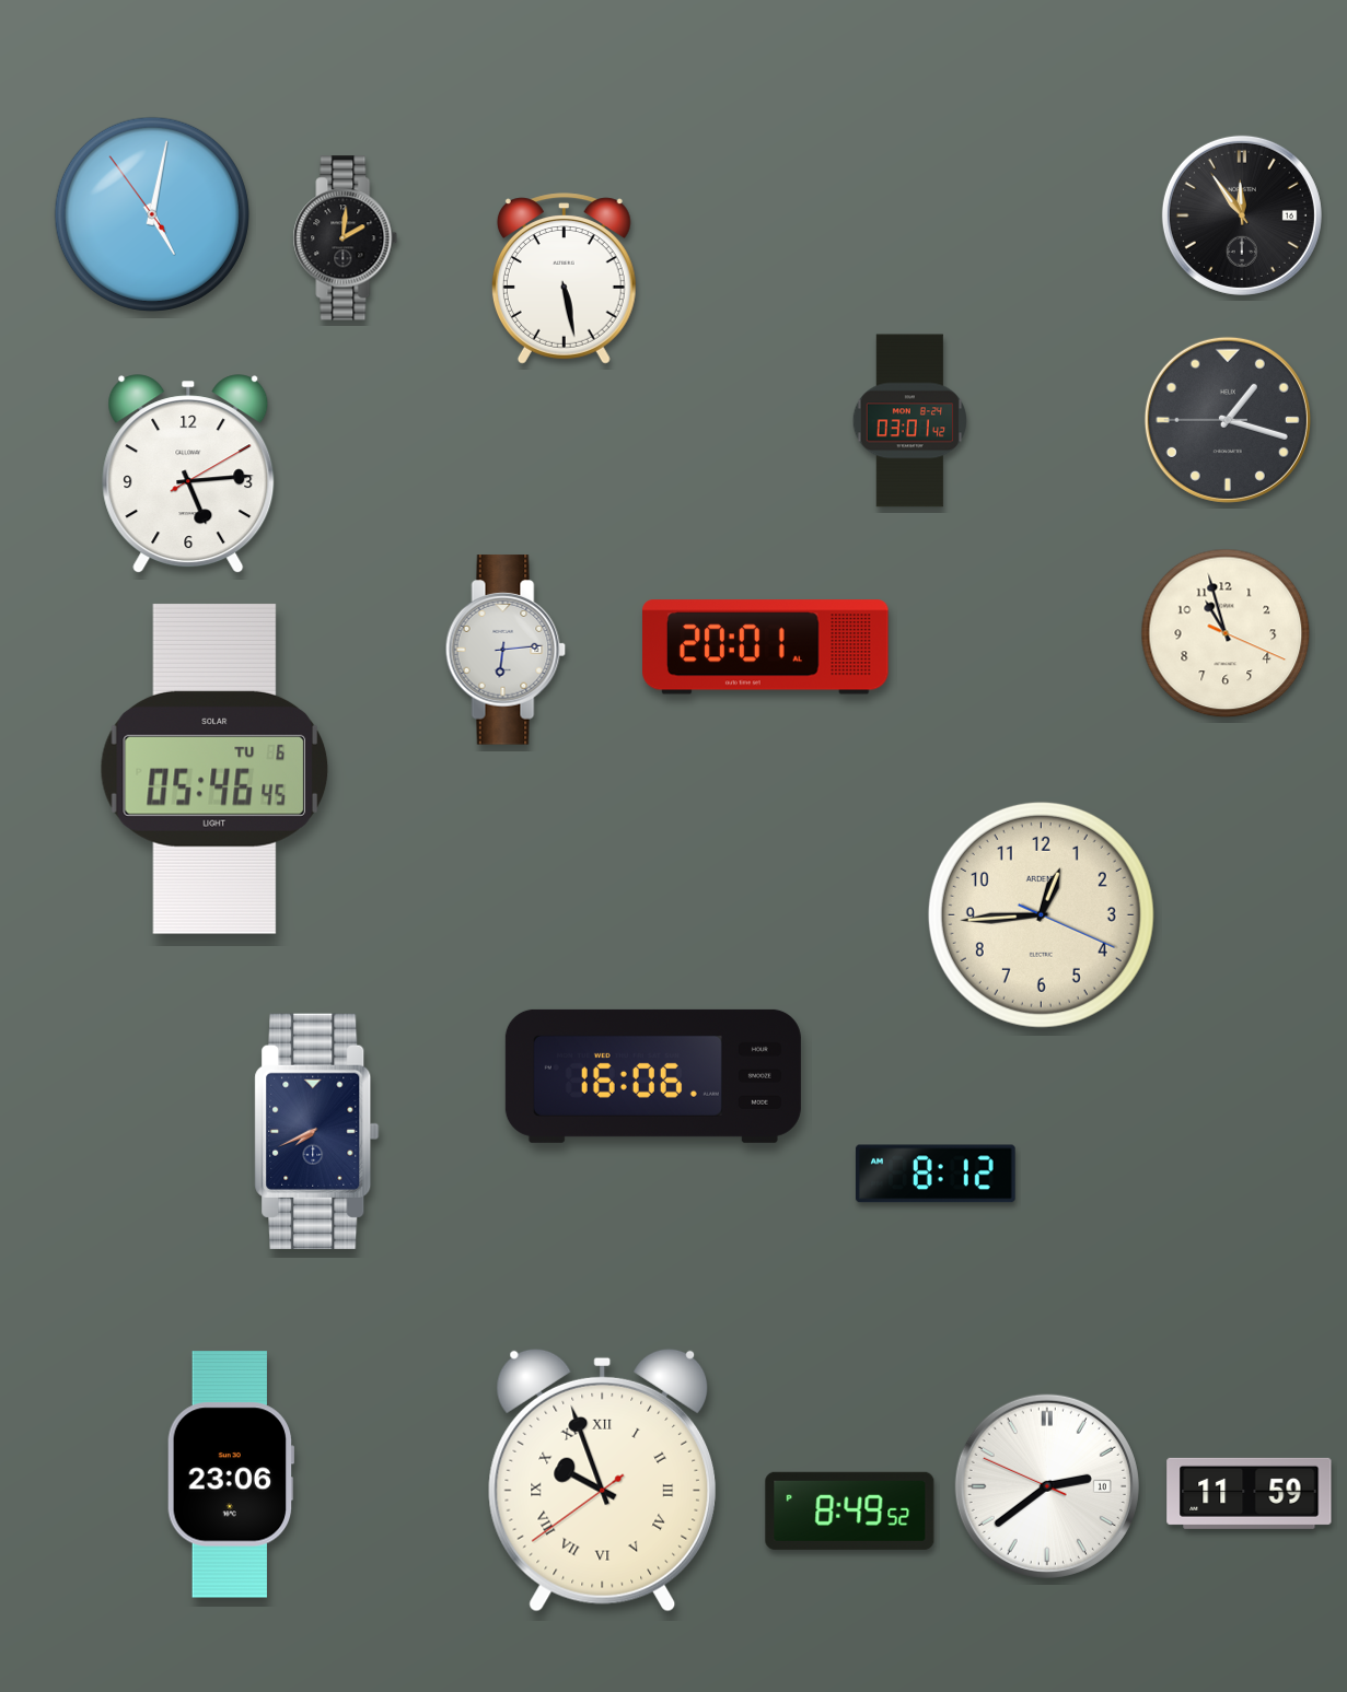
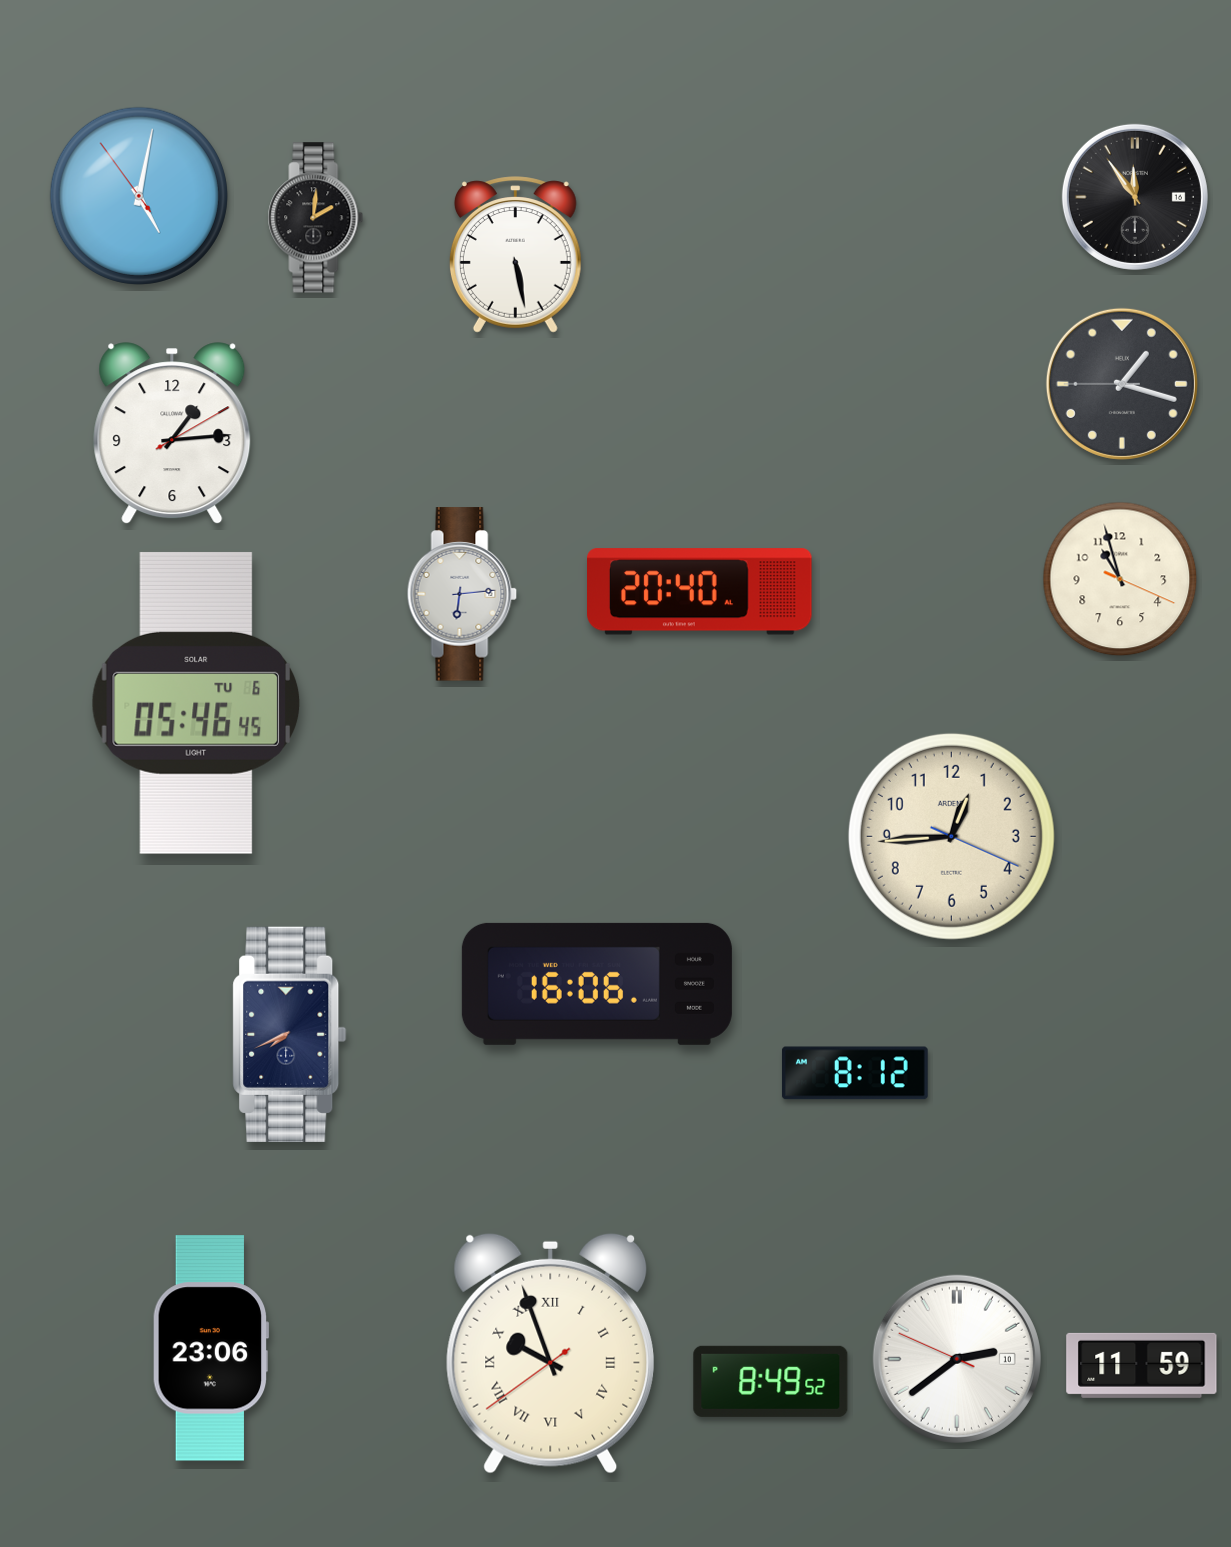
clock at (909, 421): 03:01 -> none
clock at (188, 475): 5:14 -> 1:14
clock at (766, 647): 20:01 -> 20:40
clock at (850, 1510) position: (850, 1510) -> (771, 1381)
